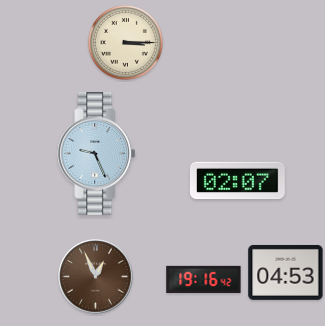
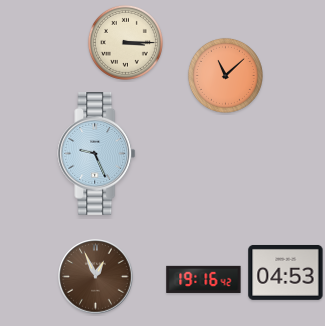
clock at (225, 75): none -> 11:08
clock at (237, 181): 02:07 -> none
